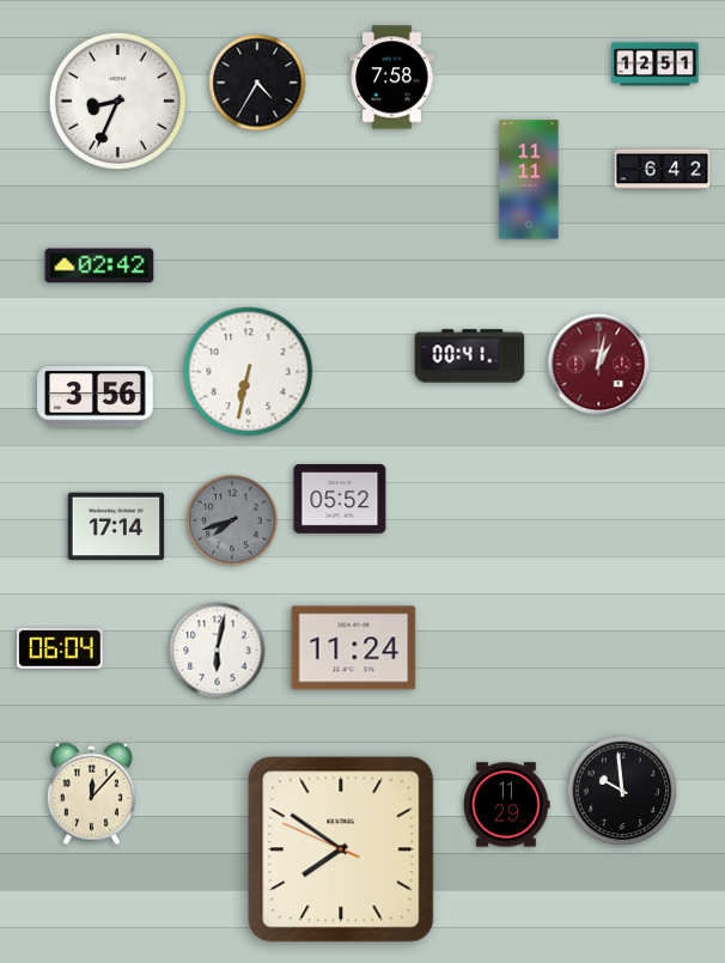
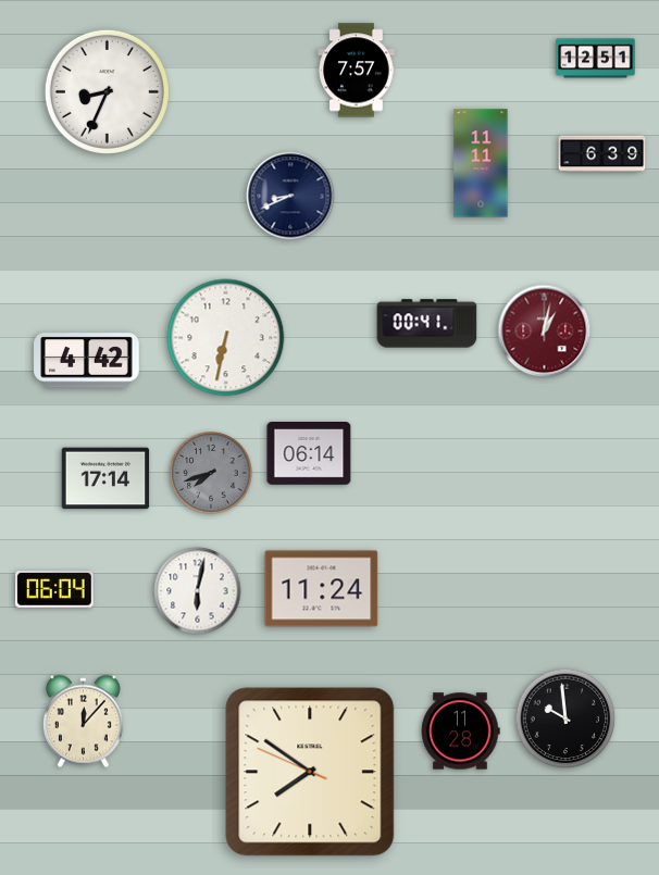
clock at (392, 78): 7:58 -> 7:57
clock at (257, 83): 4:35 -> none
clock at (663, 170): 6:42 -> 6:39
clock at (290, 196): none -> 8:41
clock at (99, 266): 02:42 -> none
clock at (96, 397): 3:56 -> 4:42
clock at (340, 500): 05:52 -> 06:14
clock at (506, 805): 11:29 -> 11:28
